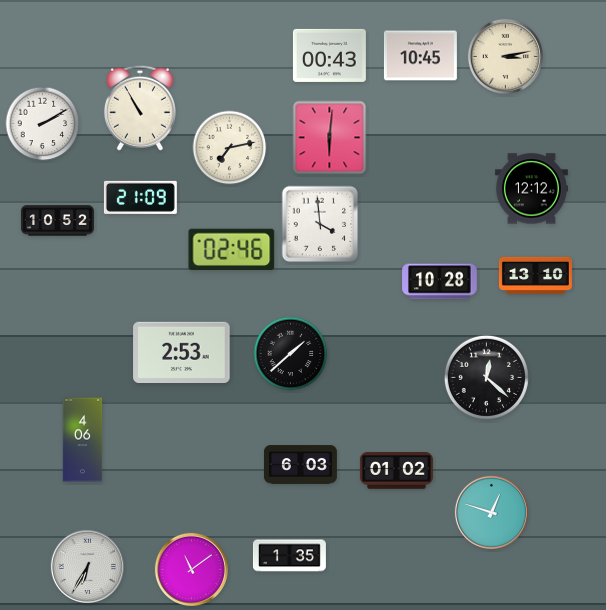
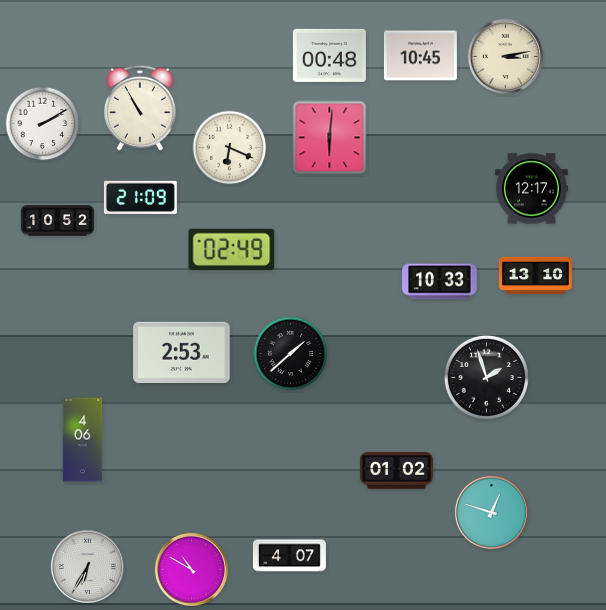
clock at (329, 55): 00:43 -> 00:48
clock at (230, 148): 7:13 -> 6:19
clock at (531, 189): 12:12 -> 12:17
clock at (320, 224): 3:59 -> none
clock at (232, 249): 02:46 -> 02:49
clock at (440, 282): 10:28 -> 10:33
clock at (486, 377): 12:22 -> 1:57
clock at (300, 465): 6:03 -> none
clock at (289, 556): 1:35 -> 4:07
clock at (191, 569): 11:09 -> 10:50
